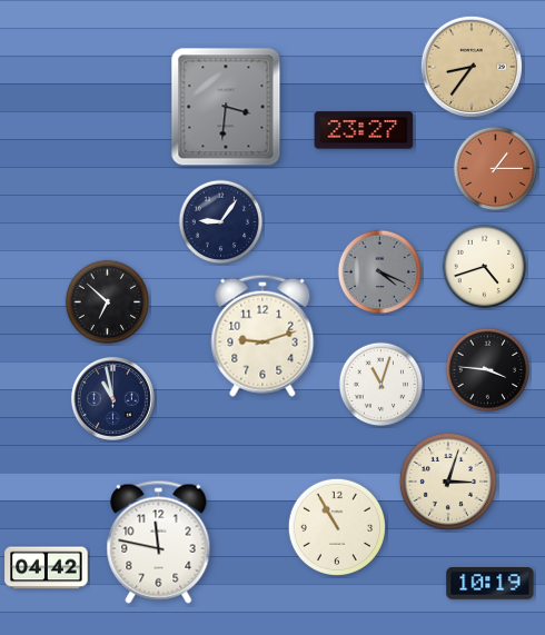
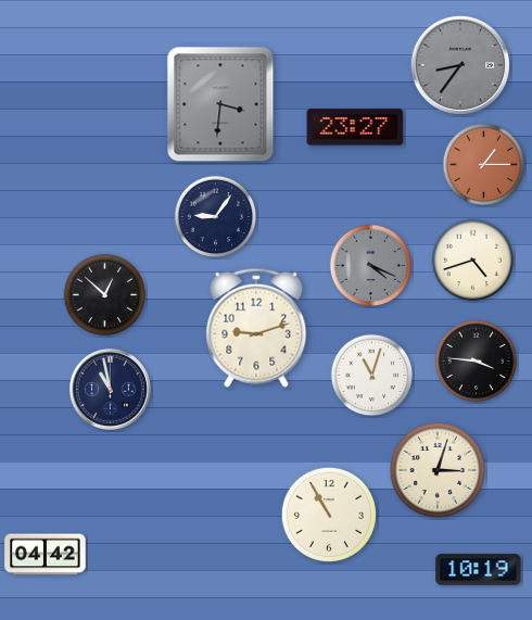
clock at (472, 67) dial: champagne -> grey
clock at (108, 302): 6:52 -> 12:52
clock at (159, 542): 11:47 -> none
